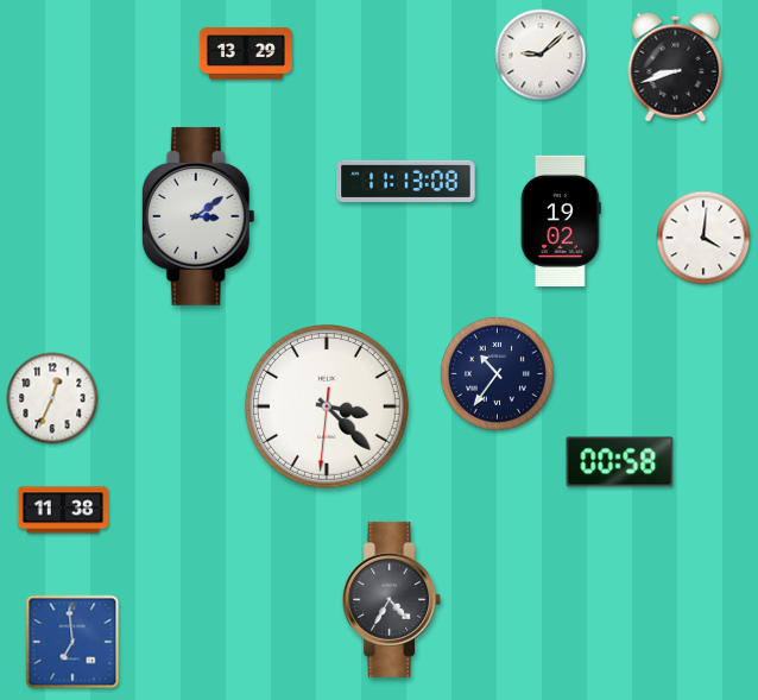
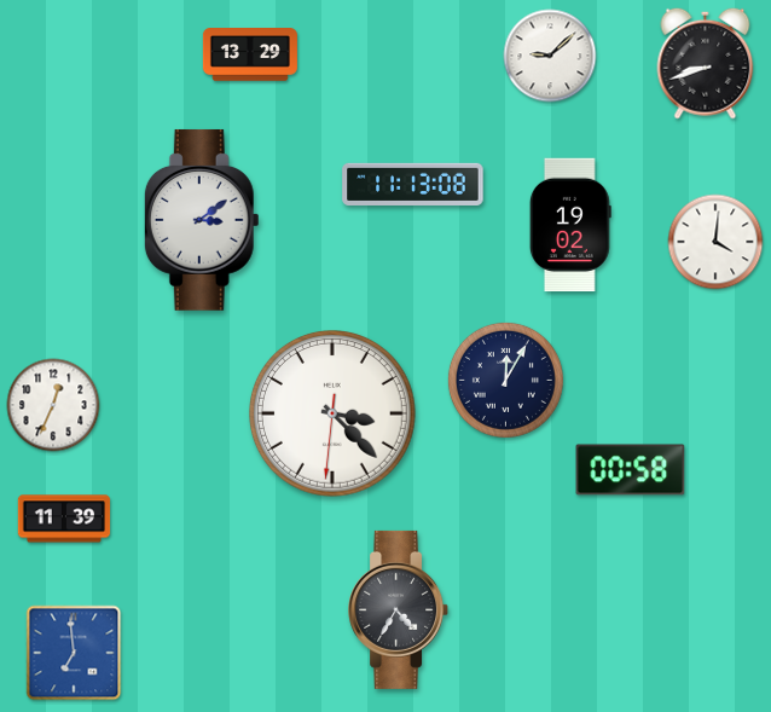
clock at (676, 67) position: (676, 67) -> (706, 63)
clock at (497, 373): 10:36 -> 12:05
clock at (63, 510): 11:38 -> 11:39
